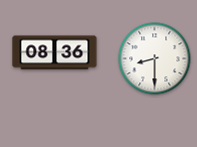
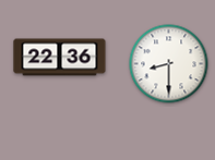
clock at (55, 53): 08:36 -> 22:36
